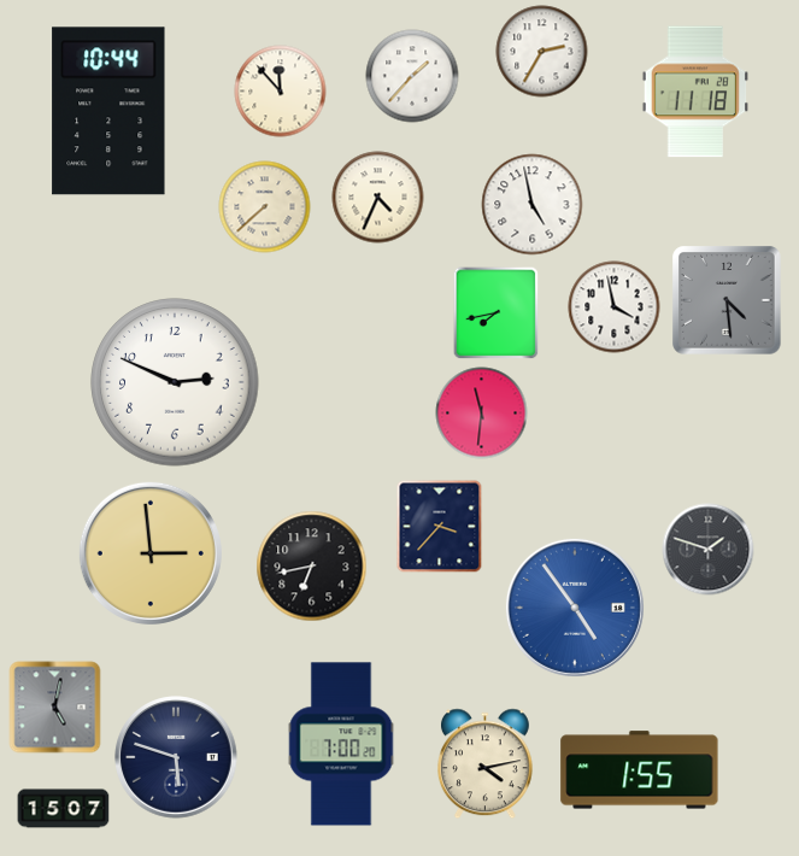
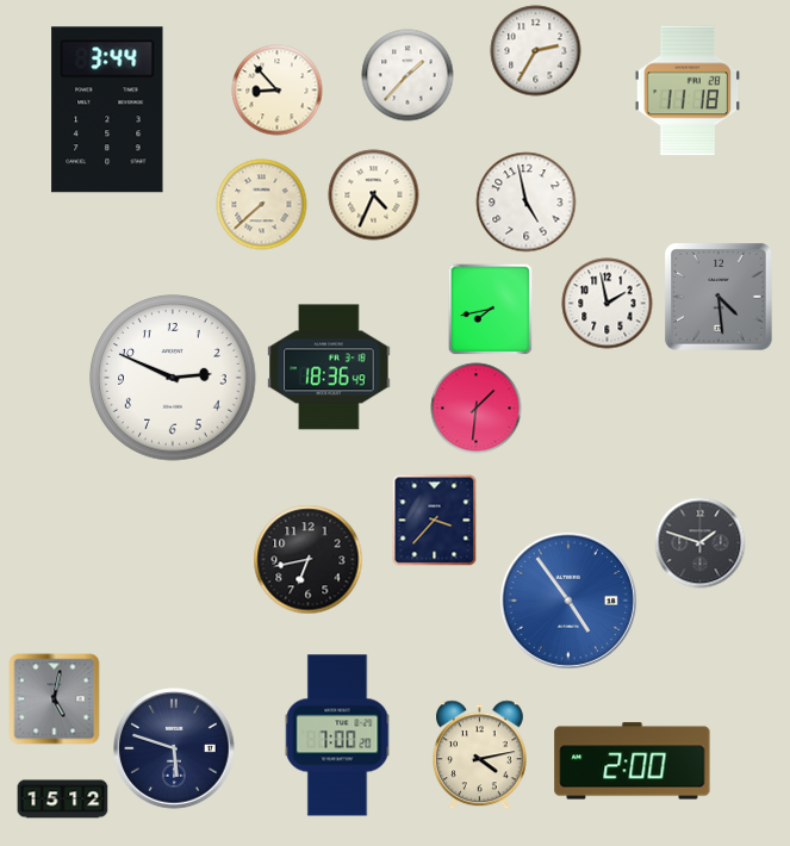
clock at (281, 92): 11:53 -> 8:53
clock at (108, 111): 10:44 -> 3:44
clock at (615, 307): 3:58 -> 1:58
clock at (329, 367): none -> 18:36
clock at (482, 414): 11:31 -> 1:31
clock at (151, 553): 2:59 -> none
clock at (640, 770): 1:55 -> 2:00
clock at (64, 809): 15:07 -> 15:12
